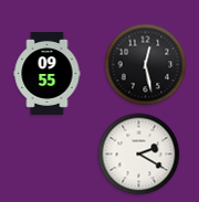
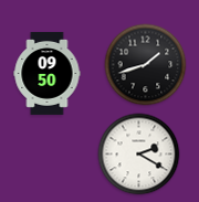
clock at (146, 65): 12:28 -> 1:42
clock at (48, 73): 09:55 -> 09:50
